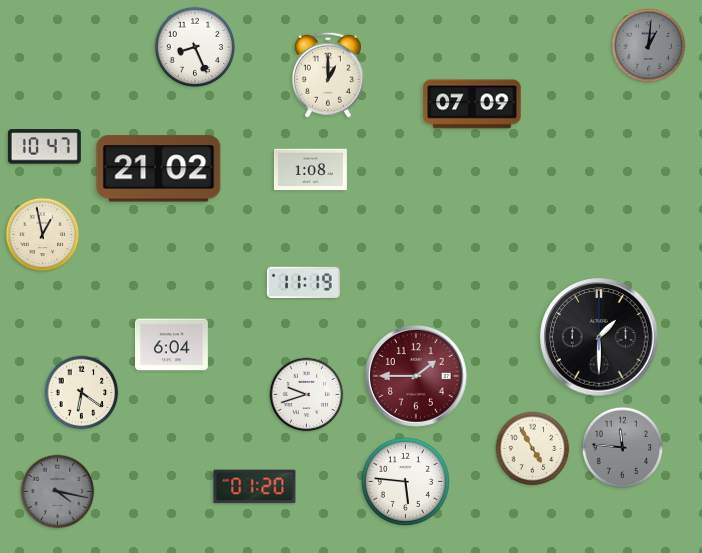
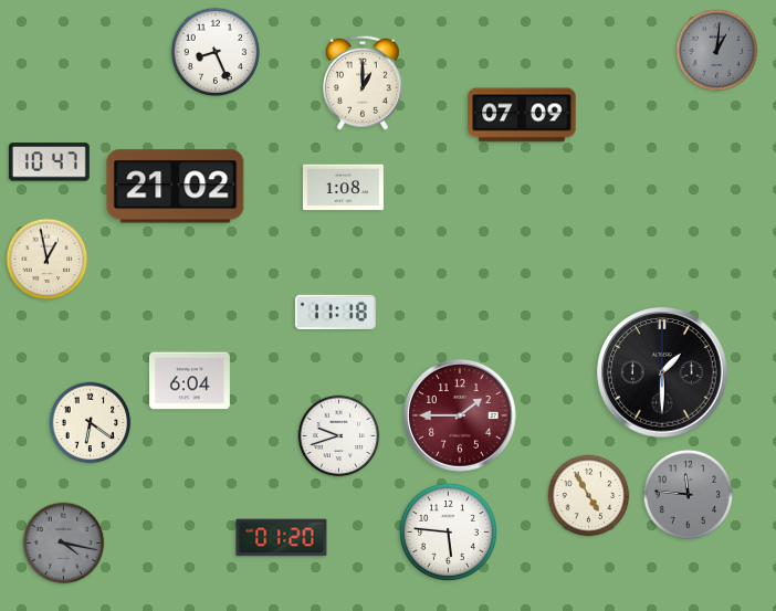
clock at (303, 282): 11:19 -> 11:18
clock at (82, 393) position: (82, 393) -> (91, 423)
